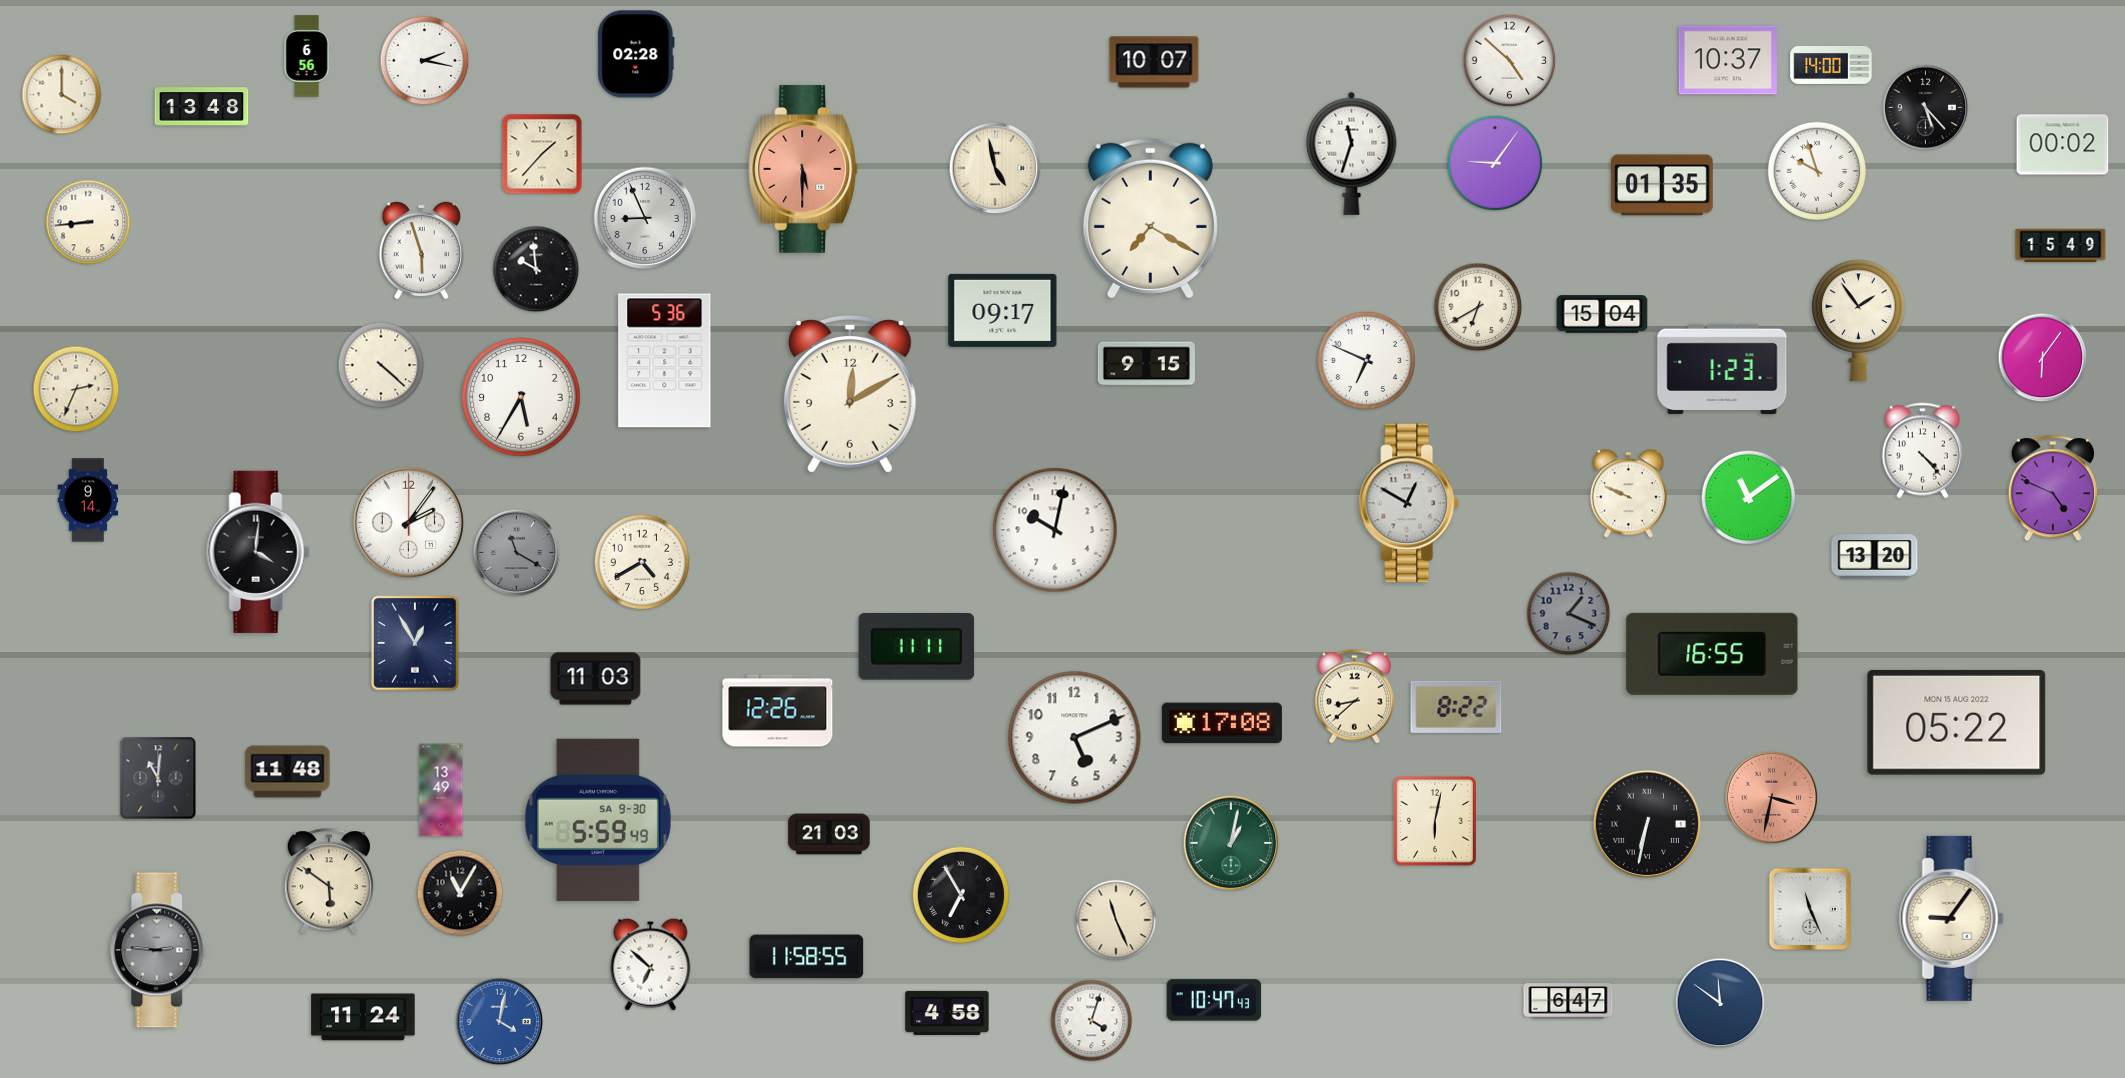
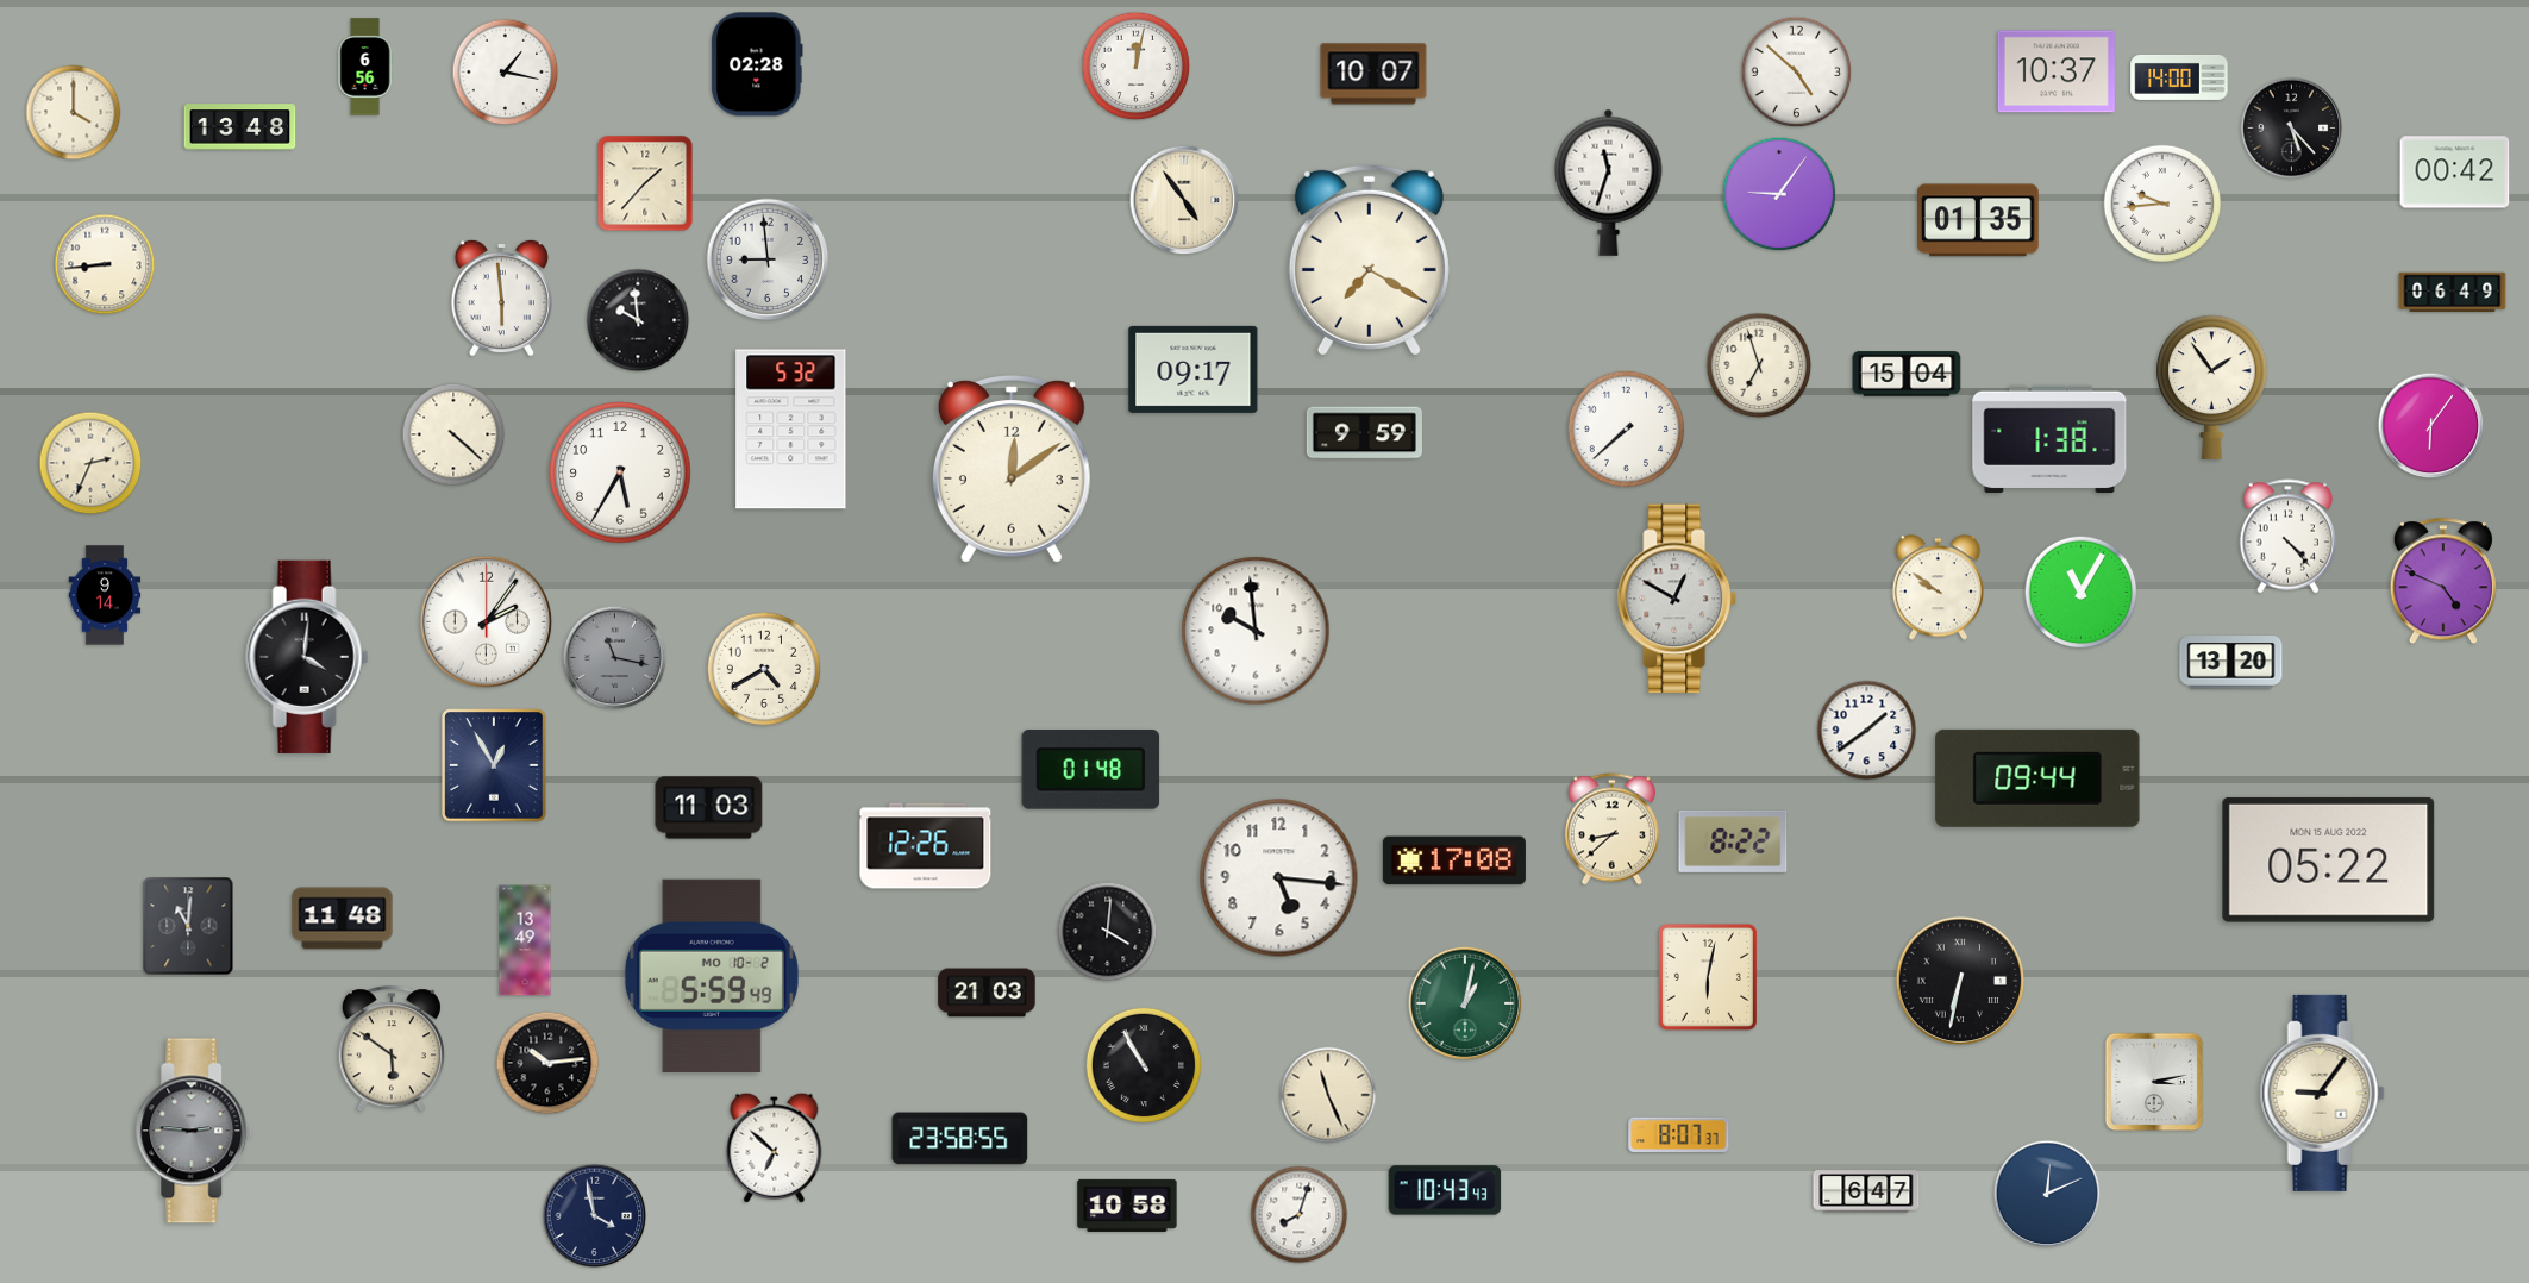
clock at (1137, 67): none -> 12:02
clock at (425, 61): 2:17 -> 1:17
clock at (2063, 145): 00:02 -> 00:42
clock at (995, 168): 4:58 -> 4:54
clock at (804, 169): 5:30 -> none
clock at (1817, 171): 9:57 -> 9:44
clock at (645, 218): 8:56 -> 8:59
clock at (2061, 246): 15:49 -> 06:49
clock at (421, 250): 5:57 -> 5:59
clock at (1478, 307): 6:40 -> 6:57
clock at (1859, 320) position: (1859, 320) -> (2212, 387)
clock at (1366, 360): 6:49 -> 7:38
clock at (665, 361): 5:36 -> 5:32
clock at (1146, 364): 9:15 -> 9:59
clock at (1722, 368): 1:23 -> 1:38
clock at (850, 394): 12:10 -> 12:09
clock at (1628, 494): 9:49 -> 9:51
clock at (1749, 498): 11:09 -> 11:05
clock at (1055, 530): 10:02 -> 9:59
clock at (517, 553): 11:20 -> 11:17
clock at (1569, 614): 1:19 -> 1:39
clock at (1569, 614) dial: grey -> white
clock at (917, 647): 11:11 -> 01:48
clock at (1712, 654): 16:55 -> 09:44
clock at (1075, 738): 5:11 -> 5:16
clock at (1108, 932): none -> 4:01
clock at (1772, 798): 3:32 -> none
clock at (598, 820) date: SA 9-30 -> MO 10-2
clock at (460, 893): 11:05 -> 10:14
clock at (960, 894): 6:55 -> 10:55
clock at (1810, 909): 11:26 -> 3:13
clock at (159, 950) position: (159, 950) -> (194, 1131)
clock at (1679, 1134): none -> 8:07
clock at (807, 957): 11:58 -> 23:58
clock at (1214, 1000): 10:47 -> 10:43
clock at (1720, 1003): 11:51 -> 12:11
clock at (947, 1013): 4:58 -> 10:58
clock at (363, 1017): 11:24 -> none
clock at (1092, 1021): 4:03 -> 8:03
clock at (500, 1022): 4:02 -> 3:58
clock at (500, 1022) dial: blue -> navy
